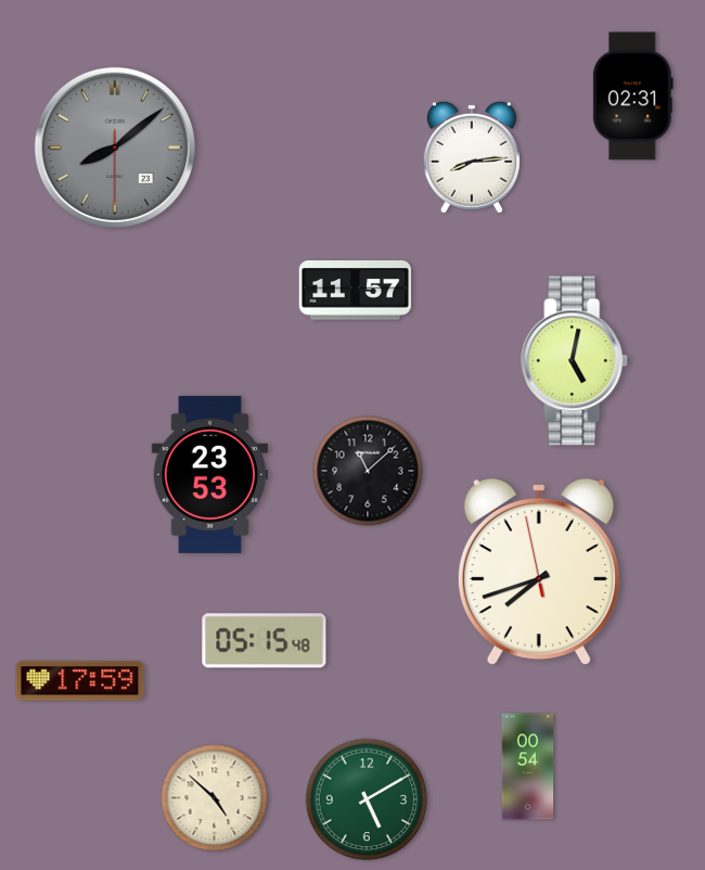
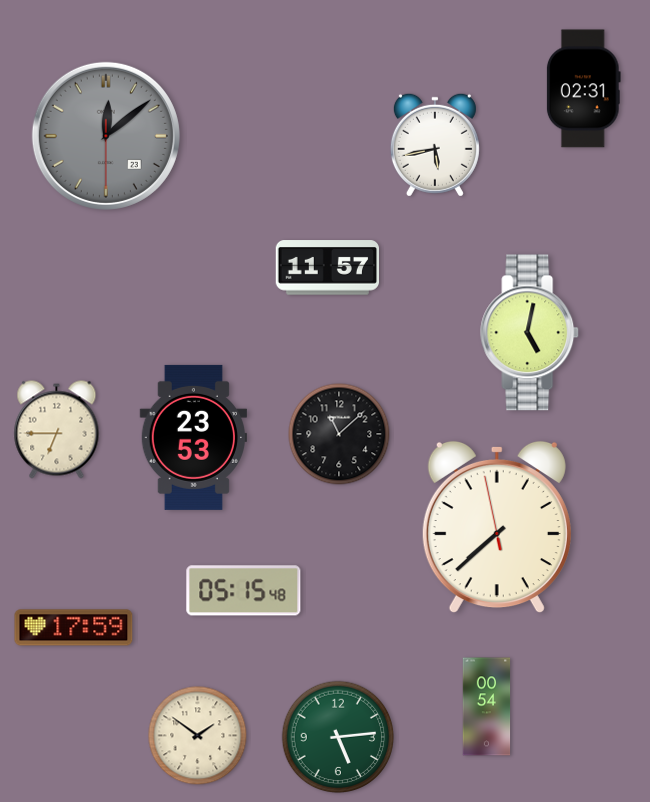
clock at (115, 148): 8:08 -> 12:08
clock at (472, 157): 8:14 -> 5:43
clock at (57, 430): none -> 6:45
clock at (539, 572): 7:41 -> 7:37
clock at (215, 798): 4:52 -> 1:51
clock at (367, 799): 5:10 -> 5:14
